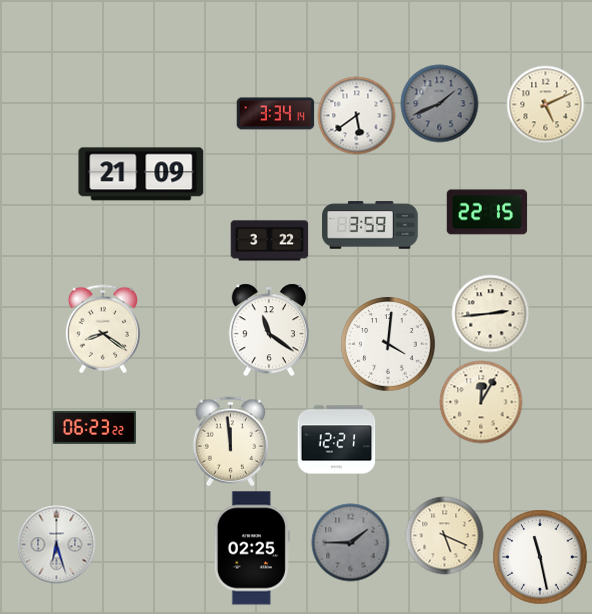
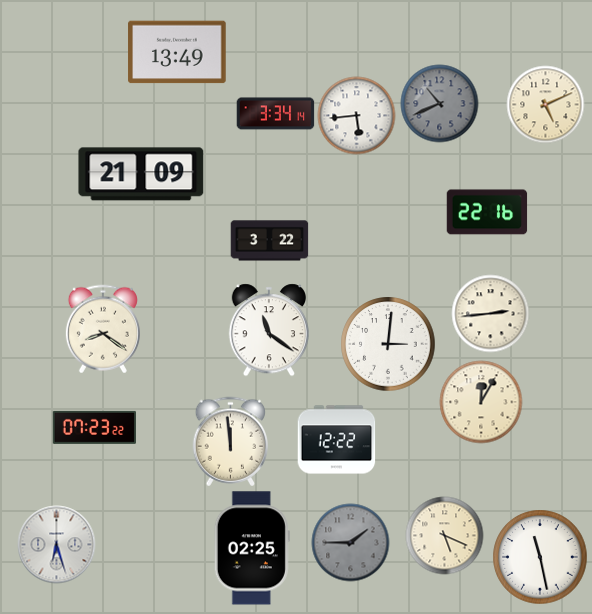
clock at (177, 52): none -> 13:49
clock at (439, 103): 1:41 -> 10:41
clock at (356, 115): 5:39 -> 5:44
clock at (487, 212): 22:15 -> 22:16
clock at (370, 225): 3:59 -> none
clock at (388, 344): 4:01 -> 3:01
clock at (94, 427): 06:23 -> 07:23
clock at (336, 440): 12:21 -> 12:22
